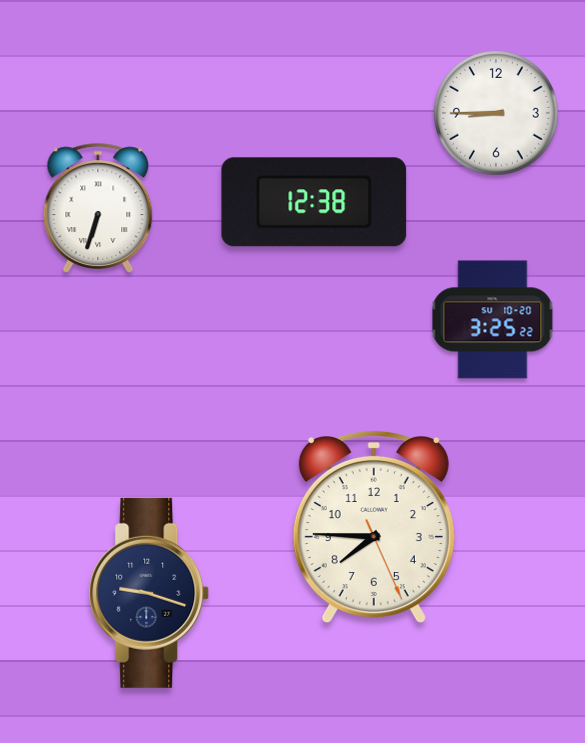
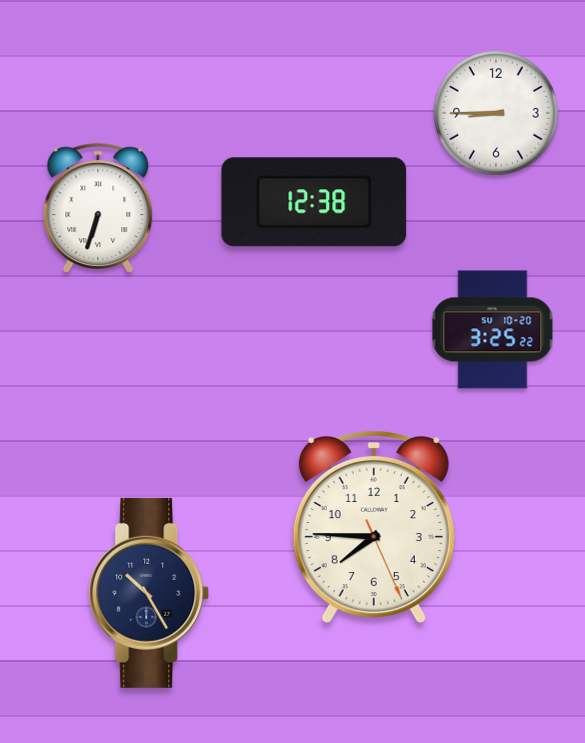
clock at (493, 320) position: (493, 320) -> (493, 330)
clock at (149, 593): 9:18 -> 10:25
